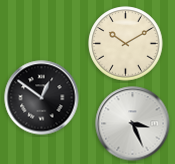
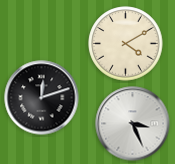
clock at (126, 44): 10:10 -> 4:10
clock at (42, 98): 12:51 -> 12:12
